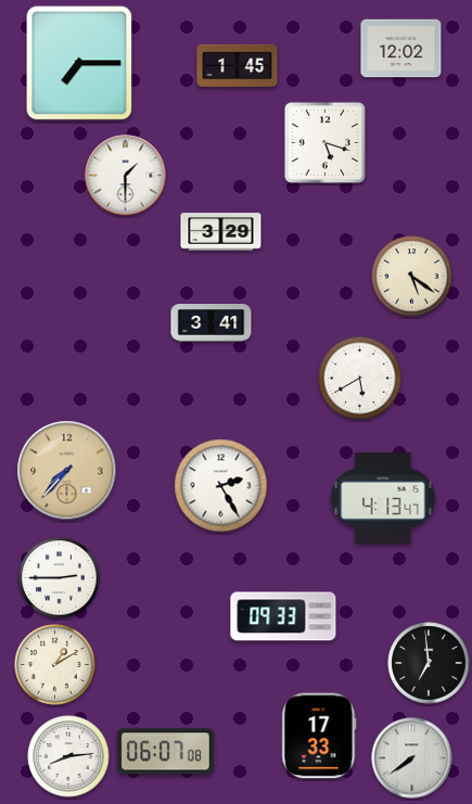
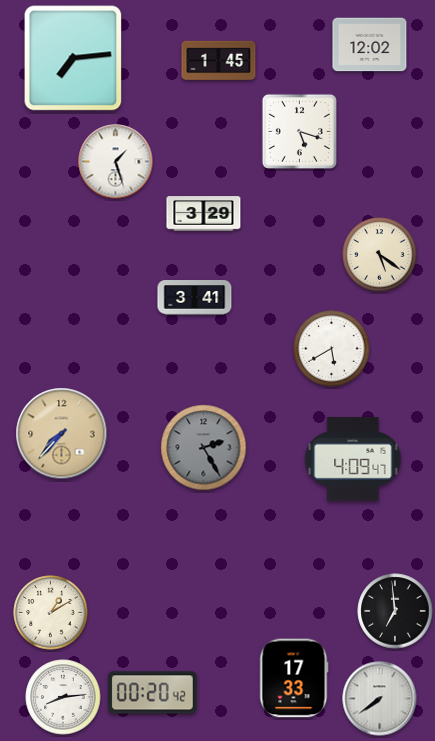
clock at (79, 63): 7:15 -> 7:14
clock at (126, 176): 1:30 -> 1:27
clock at (221, 486) dial: white -> grey
clock at (383, 498): 4:13 -> 4:09
clock at (60, 578): 2:45 -> none
clock at (283, 616): 09:33 -> none
clock at (166, 752): 06:07 -> 00:20
